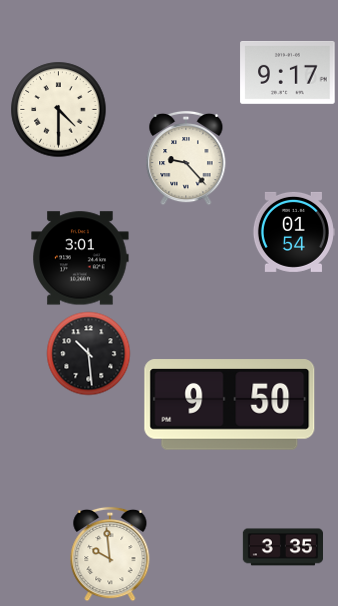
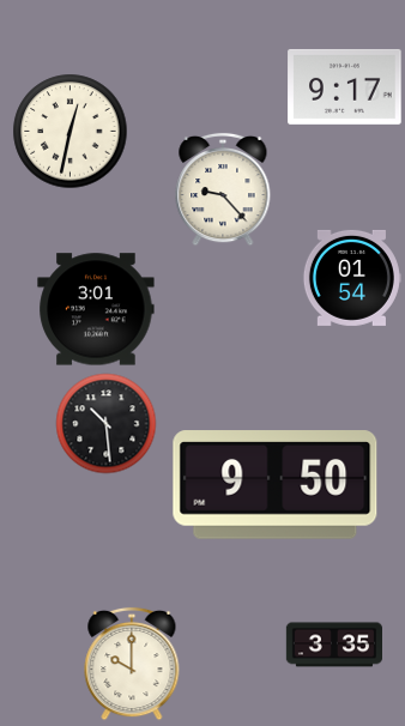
clock at (58, 109): 4:30 -> 12:32
clock at (282, 547) position: (282, 547) -> (333, 645)
clock at (110, 554): 9:59 -> 10:00
